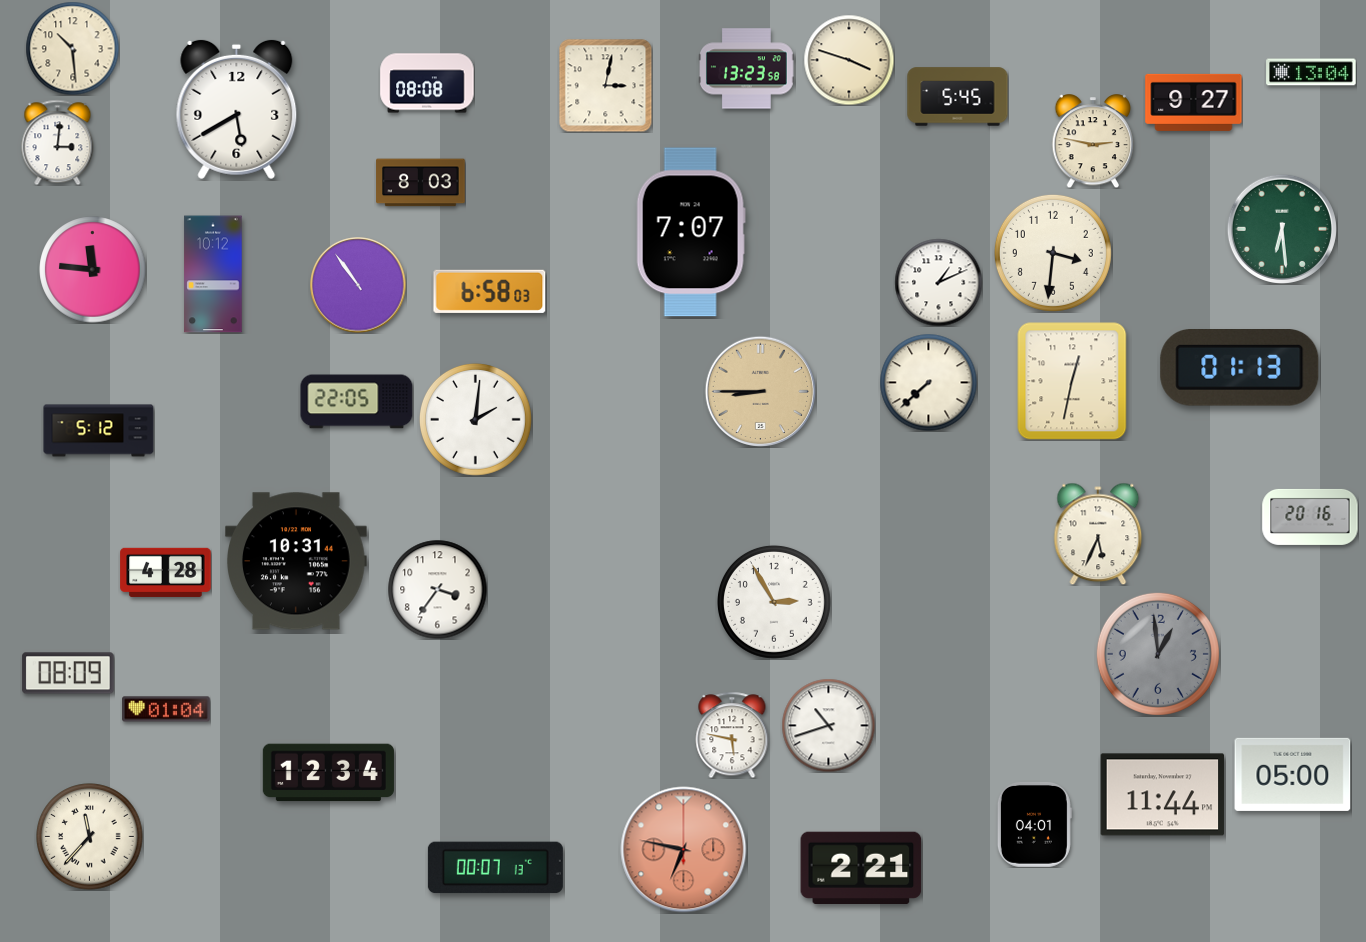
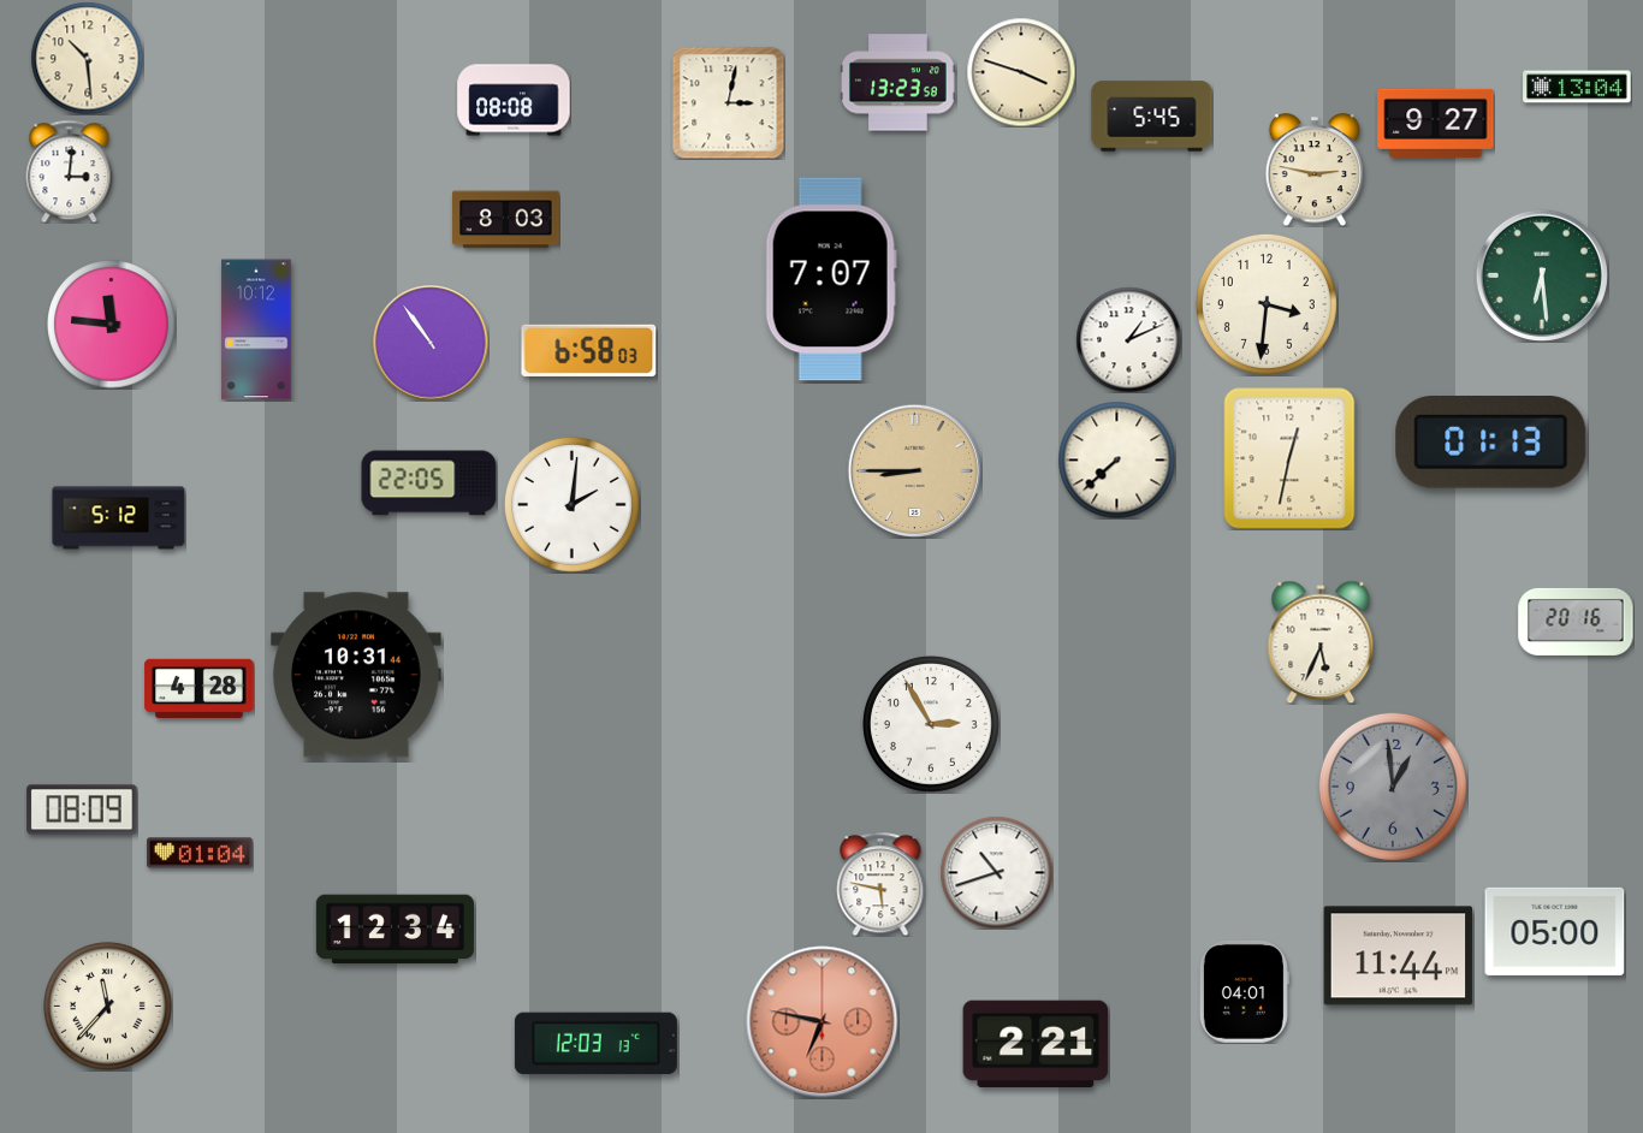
clock at (237, 110): 5:40 -> none
clock at (438, 590): 3:36 -> none
clock at (495, 868): 00:07 -> 12:03
